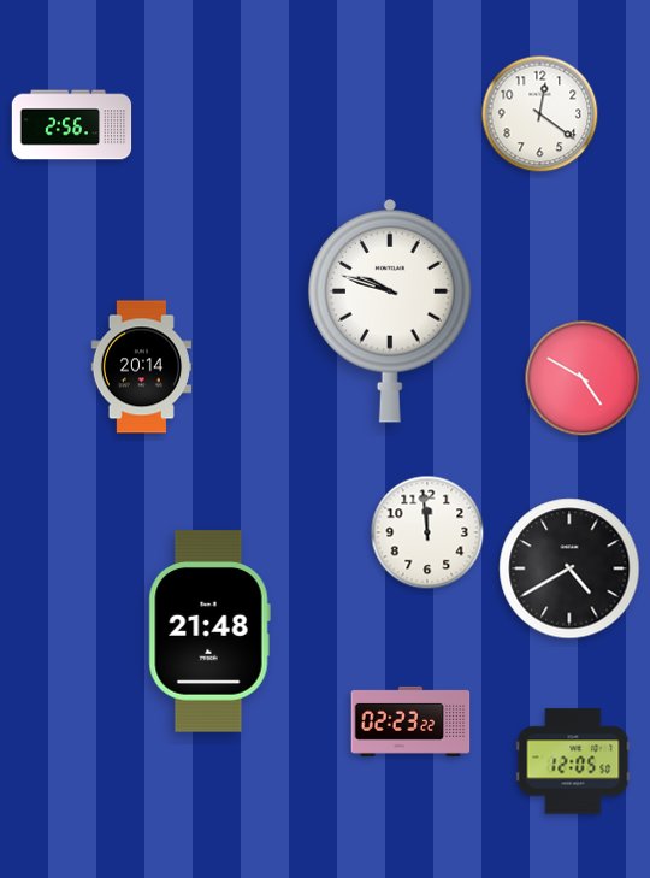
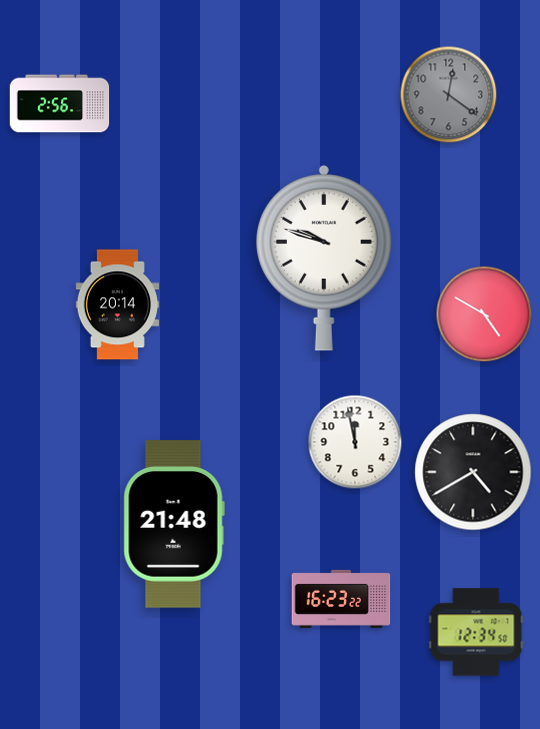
clock at (540, 114) dial: white -> grey
clock at (427, 532): 11:59 -> 11:58
clock at (410, 721): 02:23 -> 16:23
clock at (573, 761): 12:05 -> 12:34
